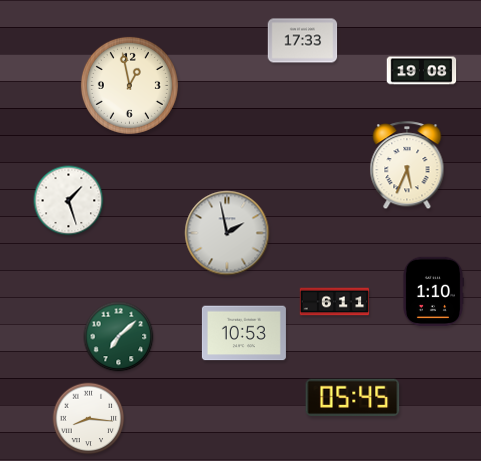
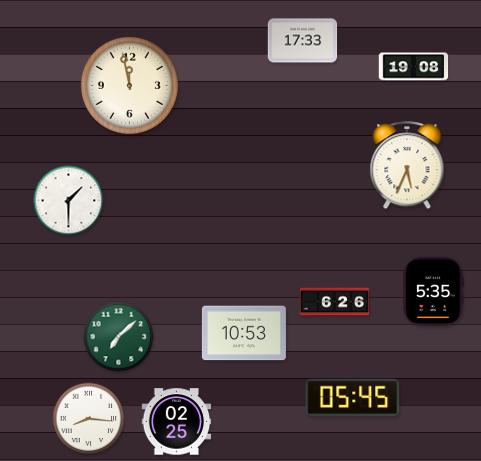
clock at (422, 71) position: (422, 71) -> (414, 67)
clock at (129, 85): 12:58 -> 11:58
clock at (69, 201): 1:27 -> 1:30
clock at (227, 233): 1:58 -> none
clock at (432, 292): 1:10 -> 5:35
clock at (335, 302): 6:11 -> 6:26
clock at (177, 422): none -> 02:25
